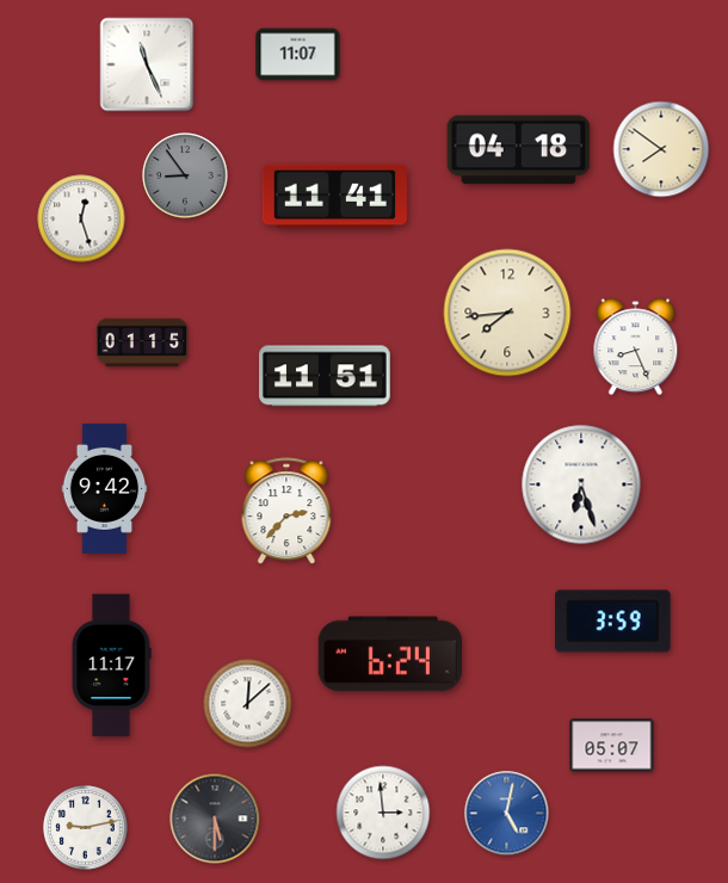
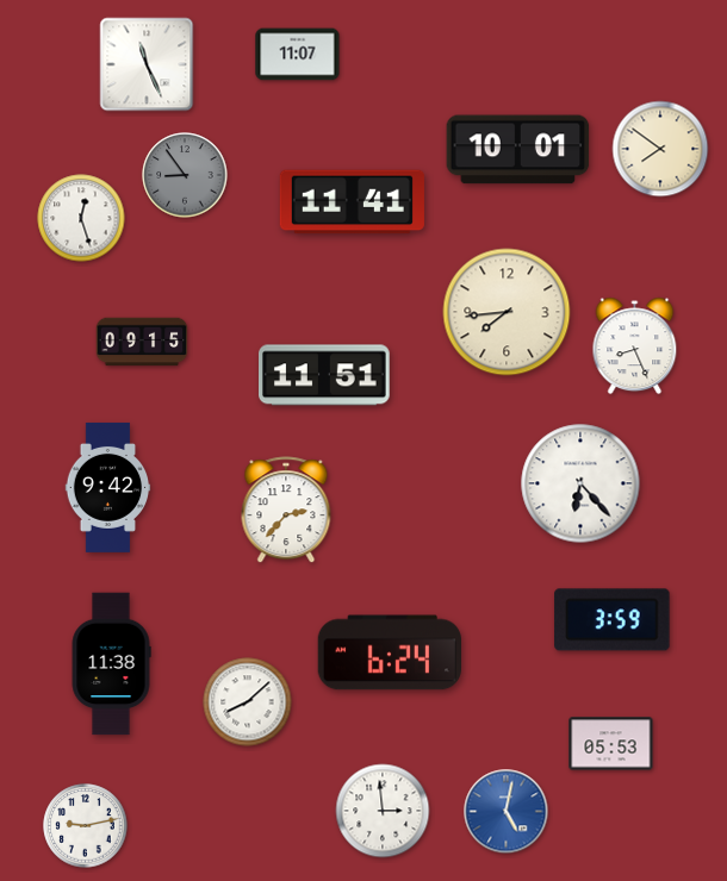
clock at (519, 150): 04:18 -> 10:01
clock at (334, 197) position: (334, 197) -> (352, 202)
clock at (142, 342): 01:15 -> 09:15
clock at (581, 484): 6:27 -> 6:23
clock at (105, 488) position: (105, 488) -> (108, 487)
clock at (111, 666): 11:17 -> 11:38
clock at (248, 704): 12:08 -> 8:08
clock at (612, 746): 05:07 -> 05:53
clock at (215, 819): 5:30 -> none
